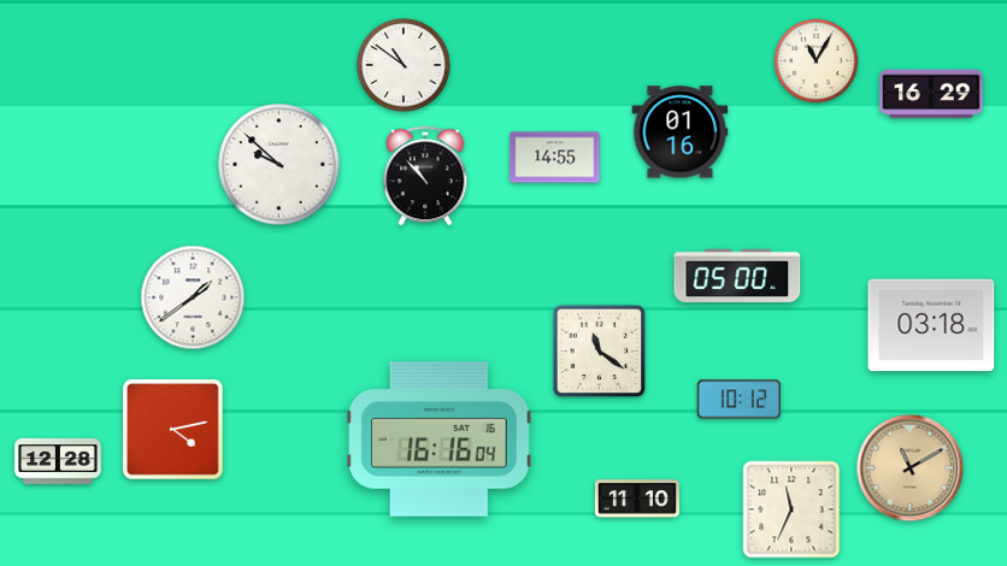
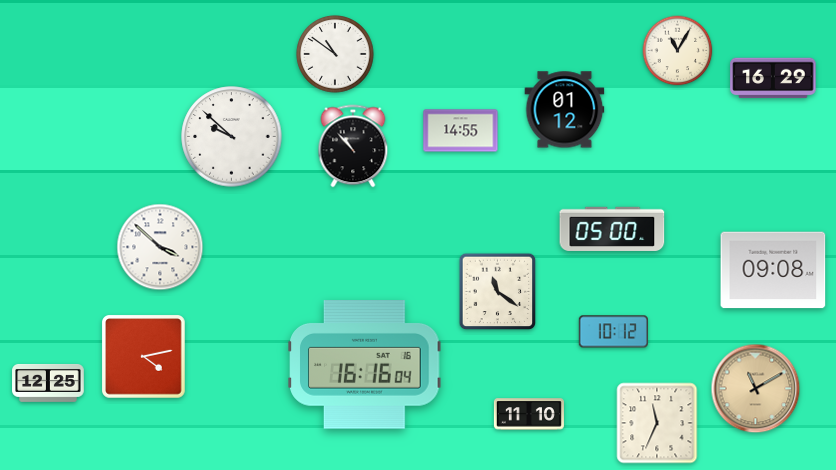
clock at (681, 132): 01:16 -> 01:12
clock at (193, 297): 1:39 -> 3:52
clock at (931, 325): 03:18 -> 09:08
clock at (58, 461): 12:28 -> 12:25
